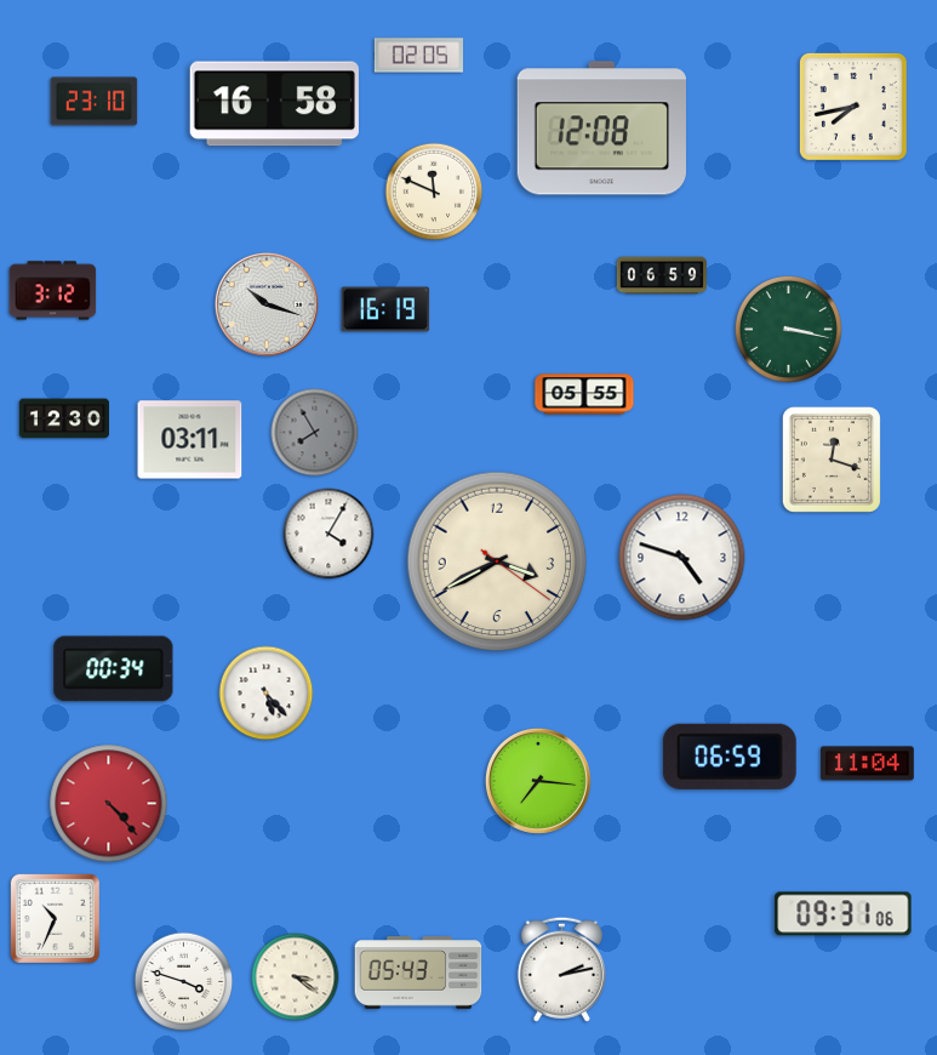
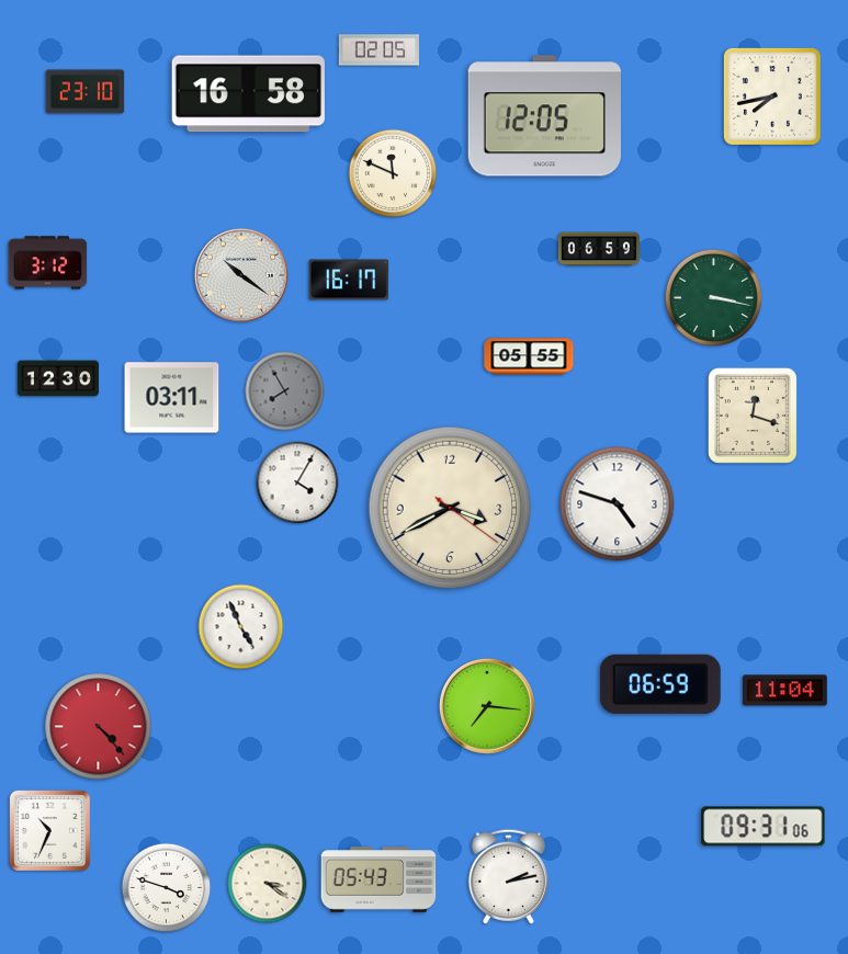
clock at (601, 129): 12:08 -> 12:05
clock at (267, 304): 10:18 -> 10:21
clock at (385, 309): 16:19 -> 16:17
clock at (114, 669): 00:34 -> none
clock at (267, 694): 5:23 -> 4:56
